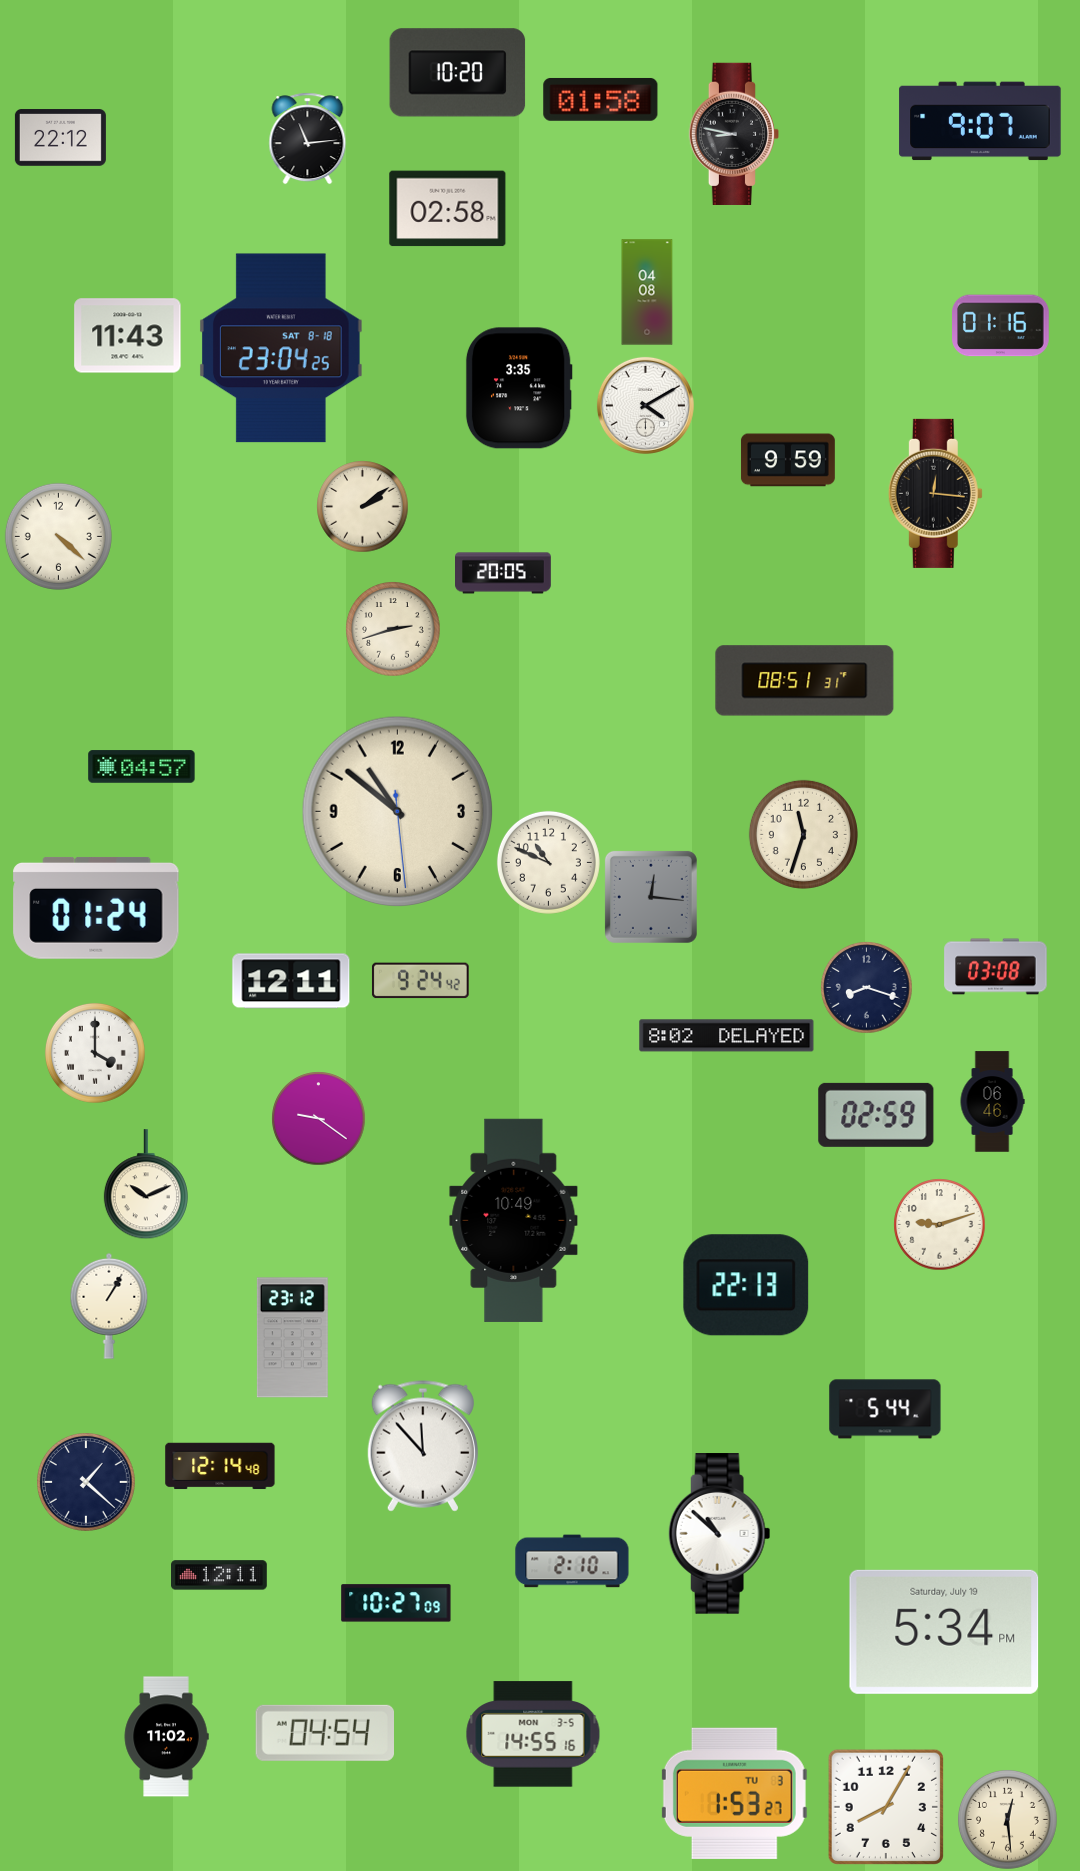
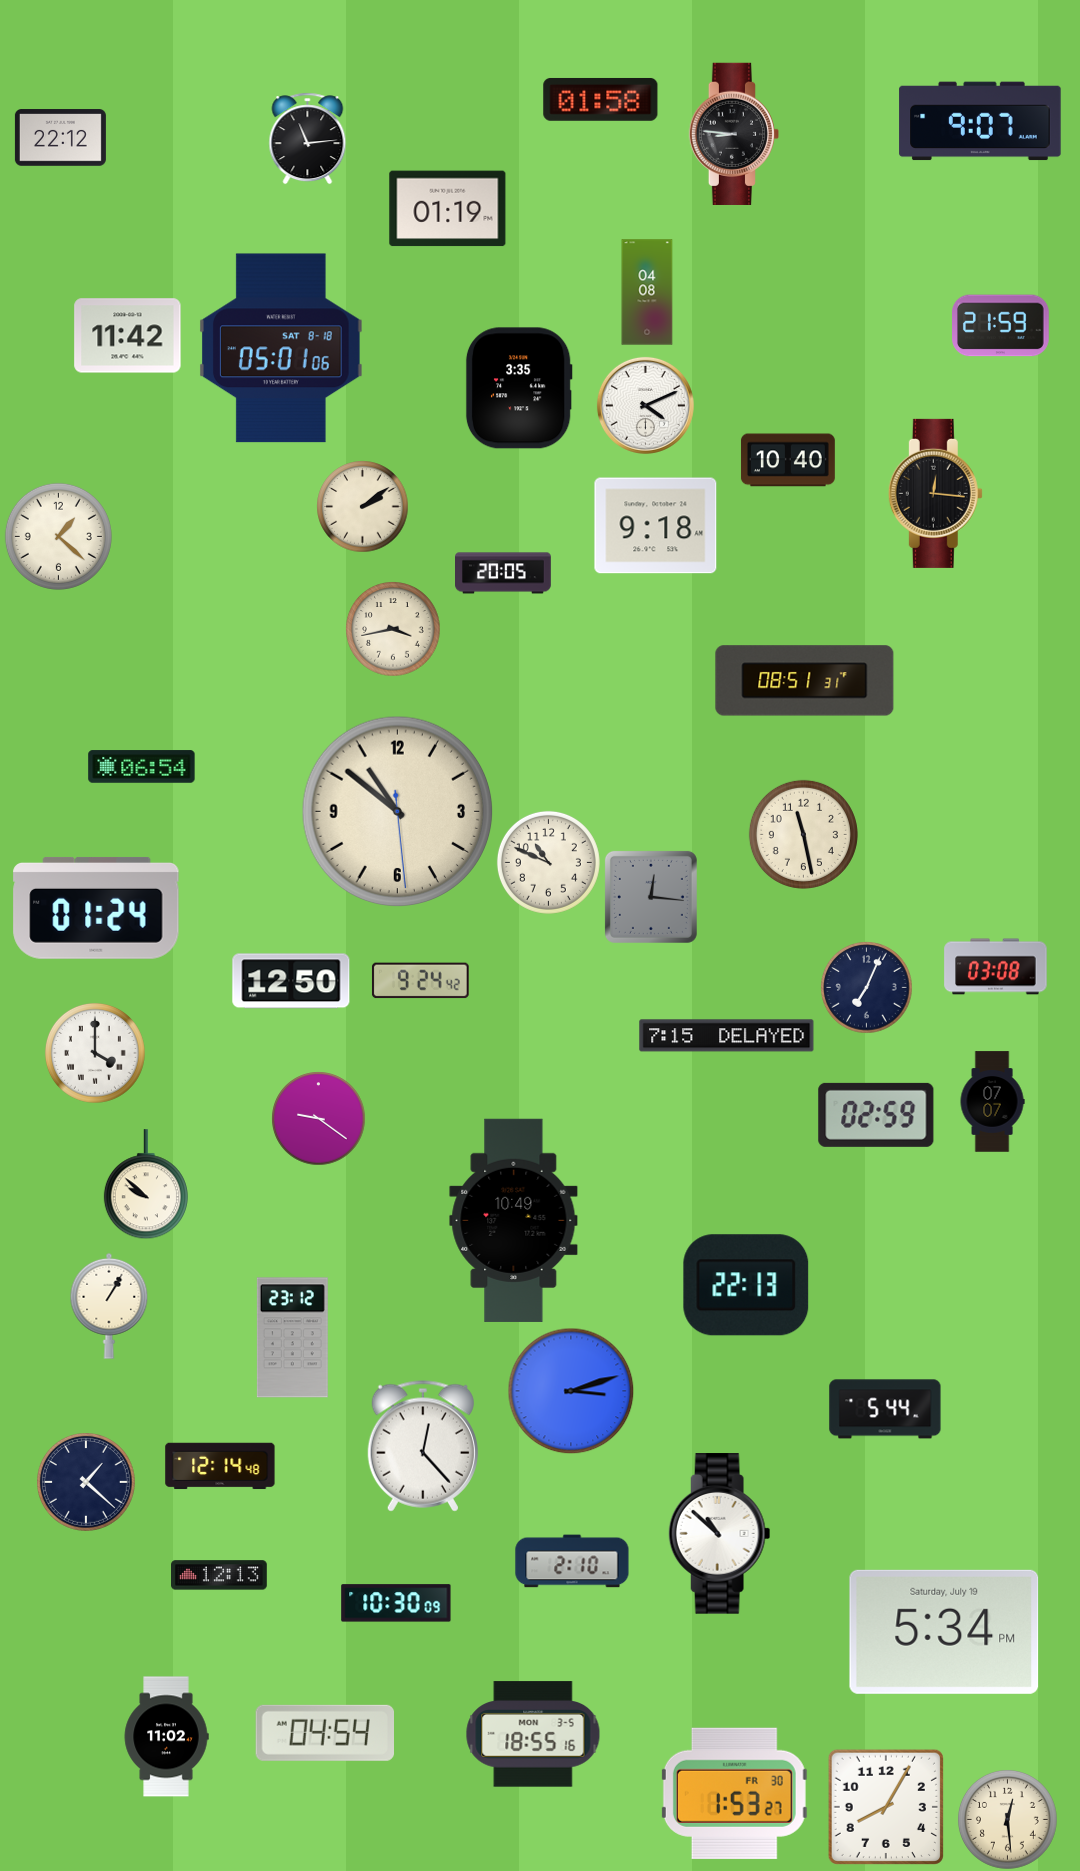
clock at (458, 73): 10:20 -> none
clock at (733, 134): 8:47 -> 8:46
clock at (448, 209): 02:58 -> 01:19
clock at (1001, 326): 01:16 -> 21:59
clock at (128, 336): 11:43 -> 11:42
clock at (282, 348): 23:04 -> 05:01
clock at (645, 405): 4:10 -> 4:11
clock at (788, 460): 9:59 -> 10:40
clock at (656, 526): none -> 9:18
clock at (58, 536): 4:22 -> 1:22
clock at (393, 629): 2:42 -> 3:43
clock at (142, 767): 04:57 -> 06:54
clock at (803, 834): 11:33 -> 11:28
clock at (291, 981): 12:11 -> 12:50
clock at (866, 987): 8:18 -> 7:04
clock at (727, 1036): 8:02 -> 7:15
clock at (992, 1102): 06:46 -> 07:07
clock at (146, 1184): 10:11 -> 9:52
clock at (939, 1224): 9:12 -> none
clock at (571, 1391): none -> 3:12
clock at (423, 1446): 11:53 -> 12:23
clock at (220, 1575): 12:11 -> 12:13
clock at (396, 1603): 10:27 -> 10:30
clock at (533, 1734): 14:55 -> 18:55
clock at (734, 1793) date: TU 3 -> FR 30
